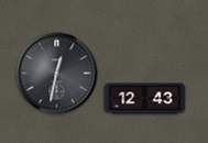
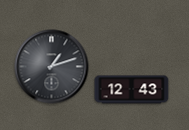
clock at (57, 74): 12:32 -> 1:12
